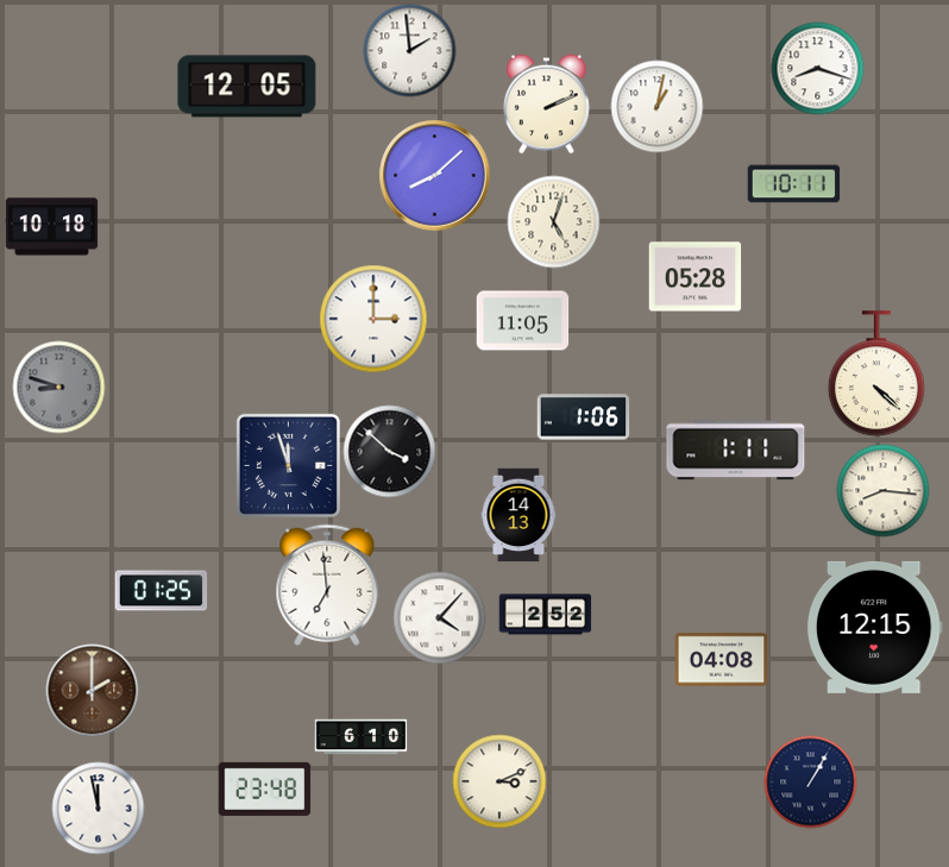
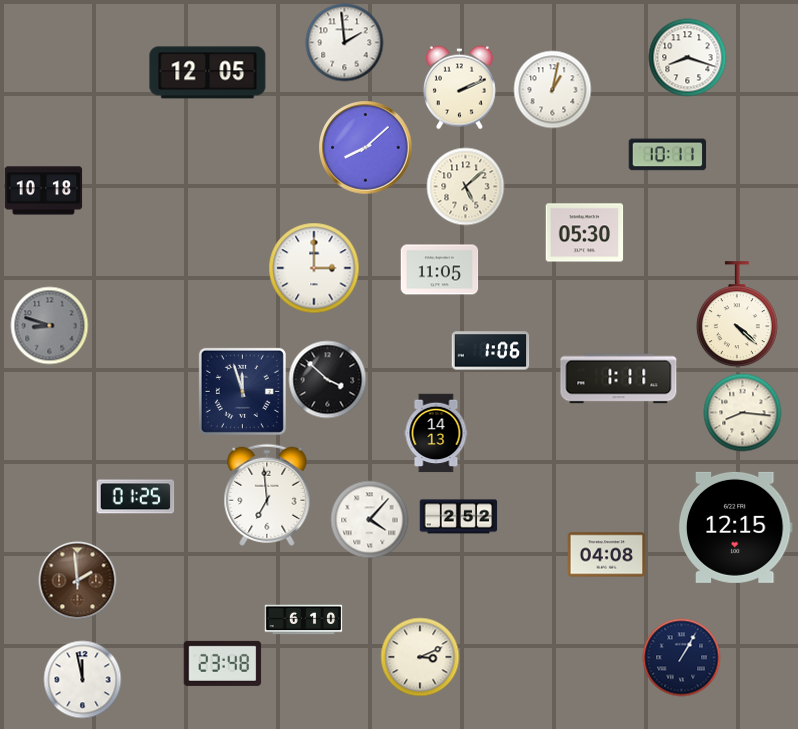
clock at (553, 221): 5:03 -> 5:08
clock at (695, 277): 05:28 -> 05:30
clock at (327, 585) position: (327, 585) -> (267, 495)
clock at (92, 690): 2:00 -> 1:59
